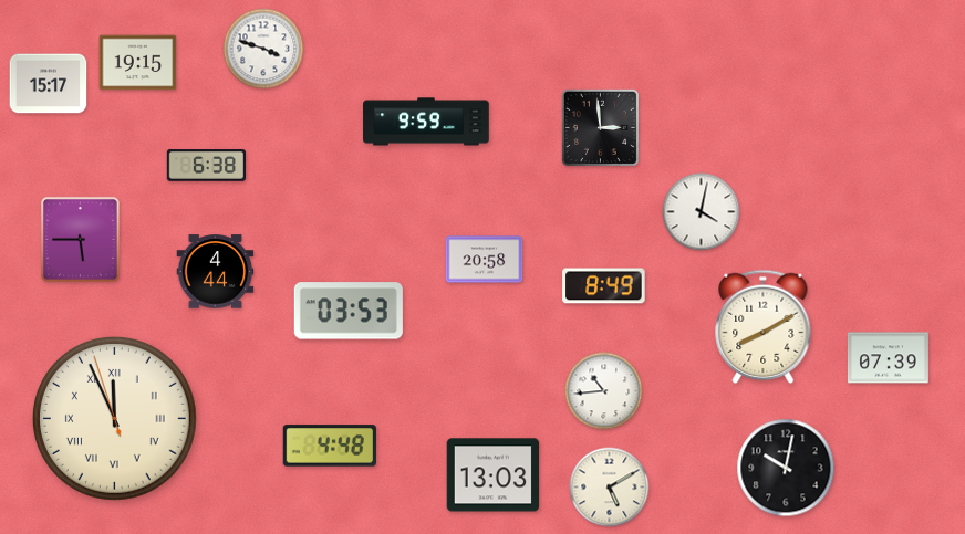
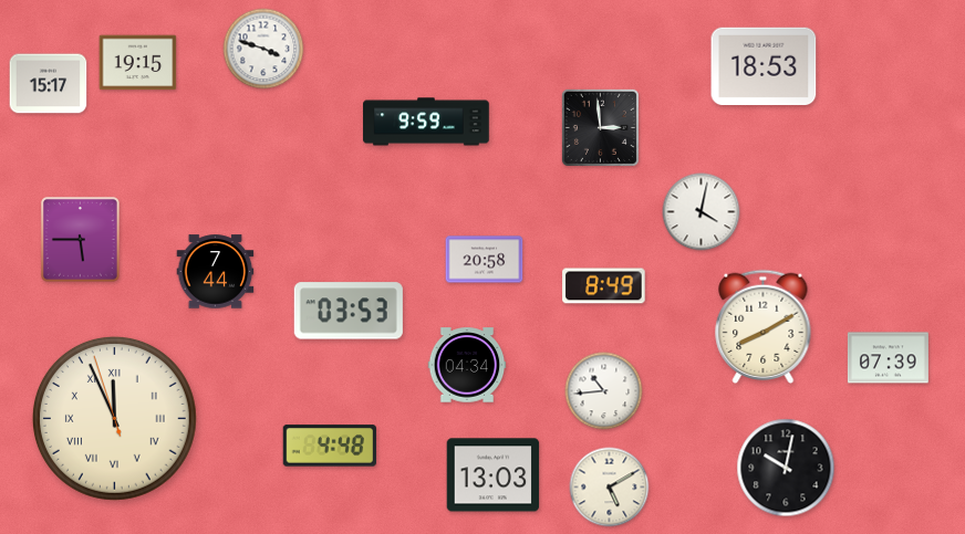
clock at (764, 66): none -> 18:53
clock at (206, 166): 6:38 -> none
clock at (216, 272): 4:44 -> 7:44
clock at (467, 365): none -> 04:34
